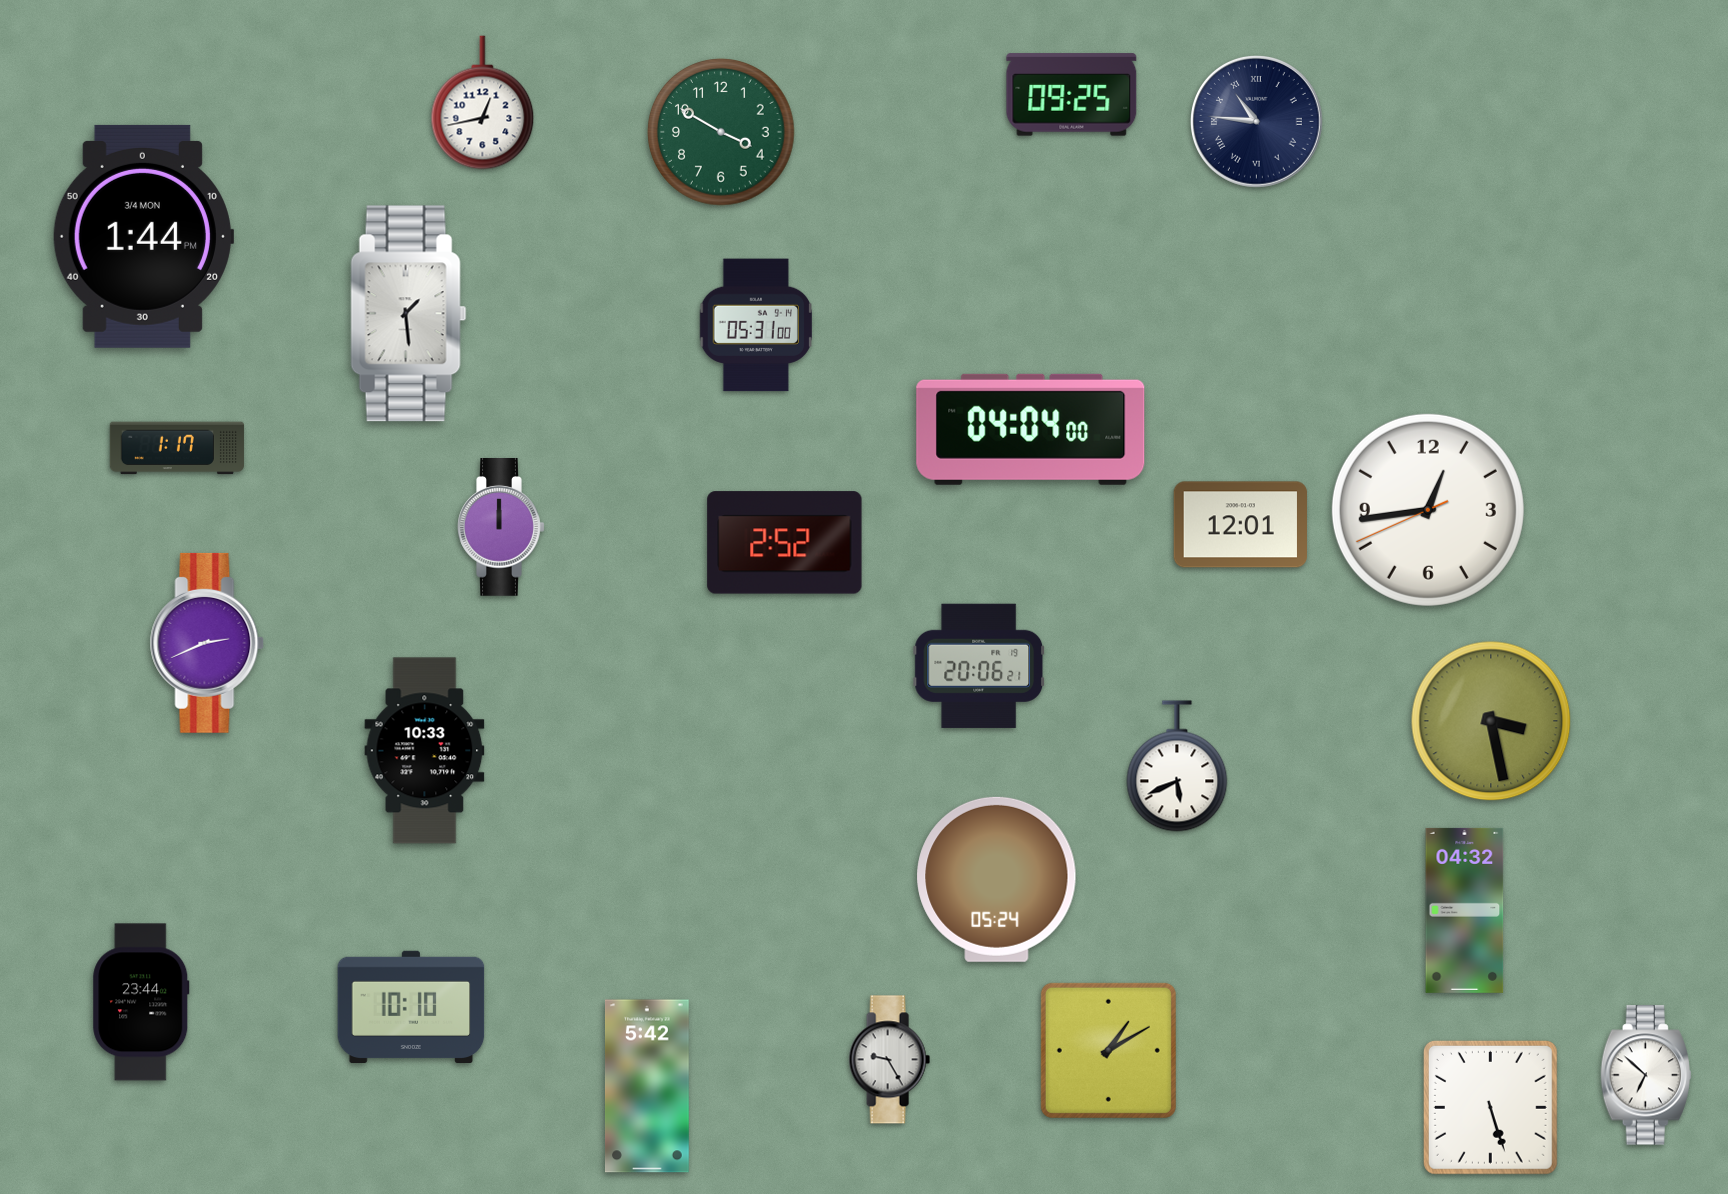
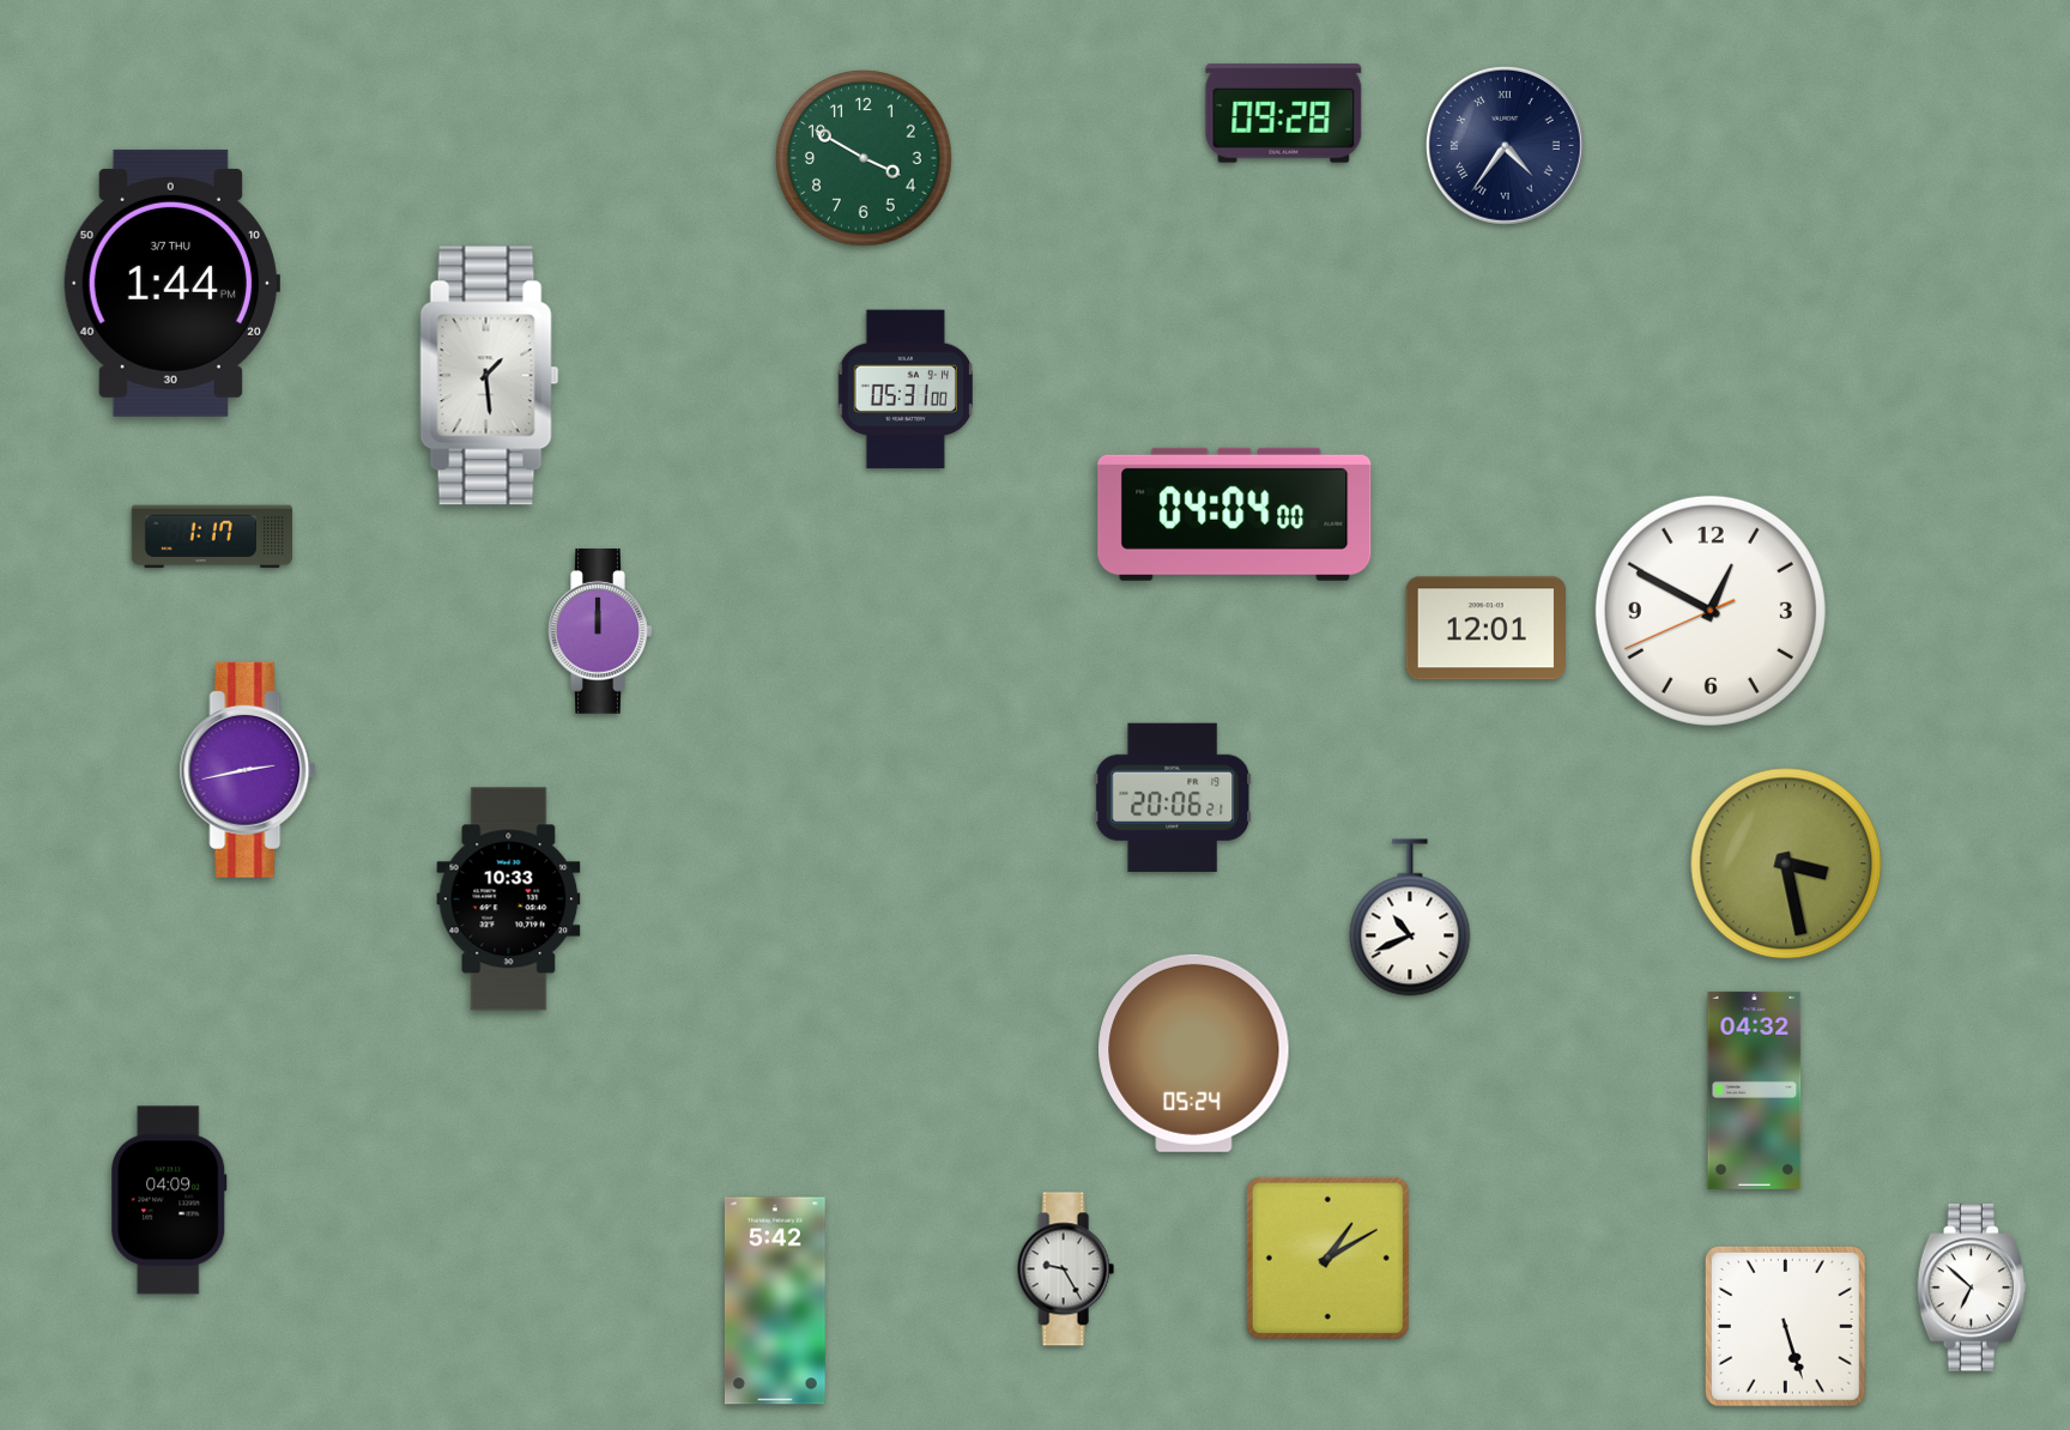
clock at (1072, 95): 09:25 -> 09:28
clock at (483, 103): 12:43 -> none
clock at (1257, 122): 10:46 -> 4:36
clock at (142, 236) date: 3/4 MON -> 3/7 THU
clock at (1428, 510): 12:43 -> 12:49
clock at (785, 543): 2:52 -> none
clock at (207, 643): 2:41 -> 2:43
clock at (1177, 766): 5:41 -> 10:41
clock at (141, 1002): 23:44 -> 04:09
clock at (411, 1006): 10:10 -> none
